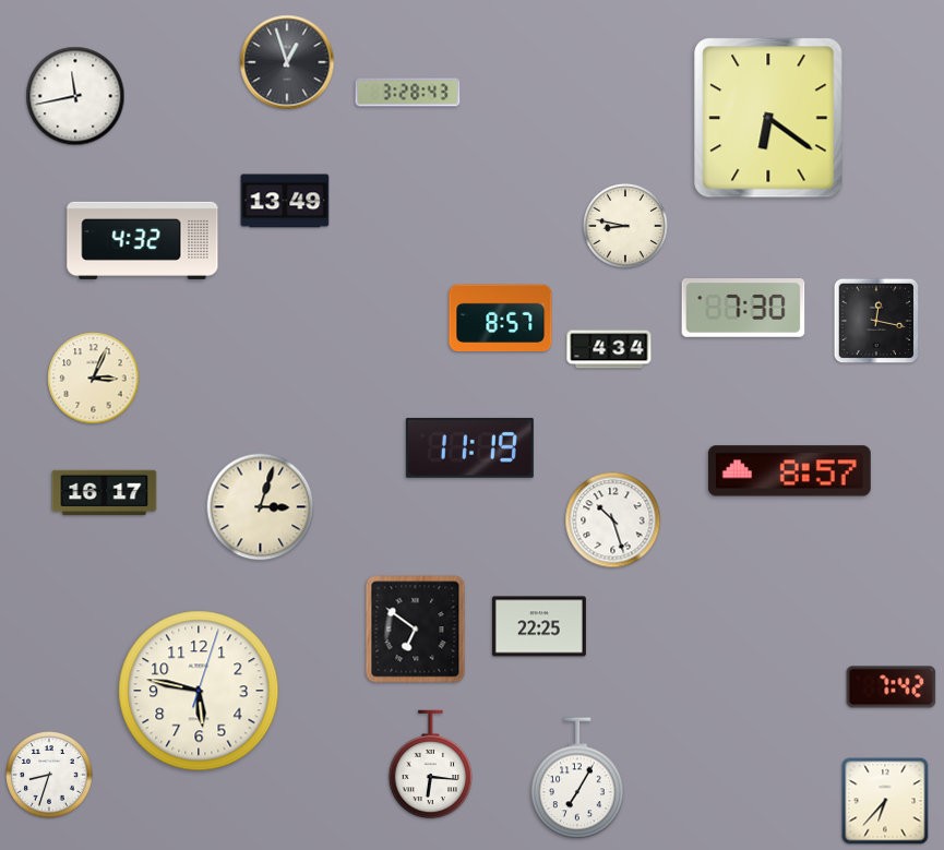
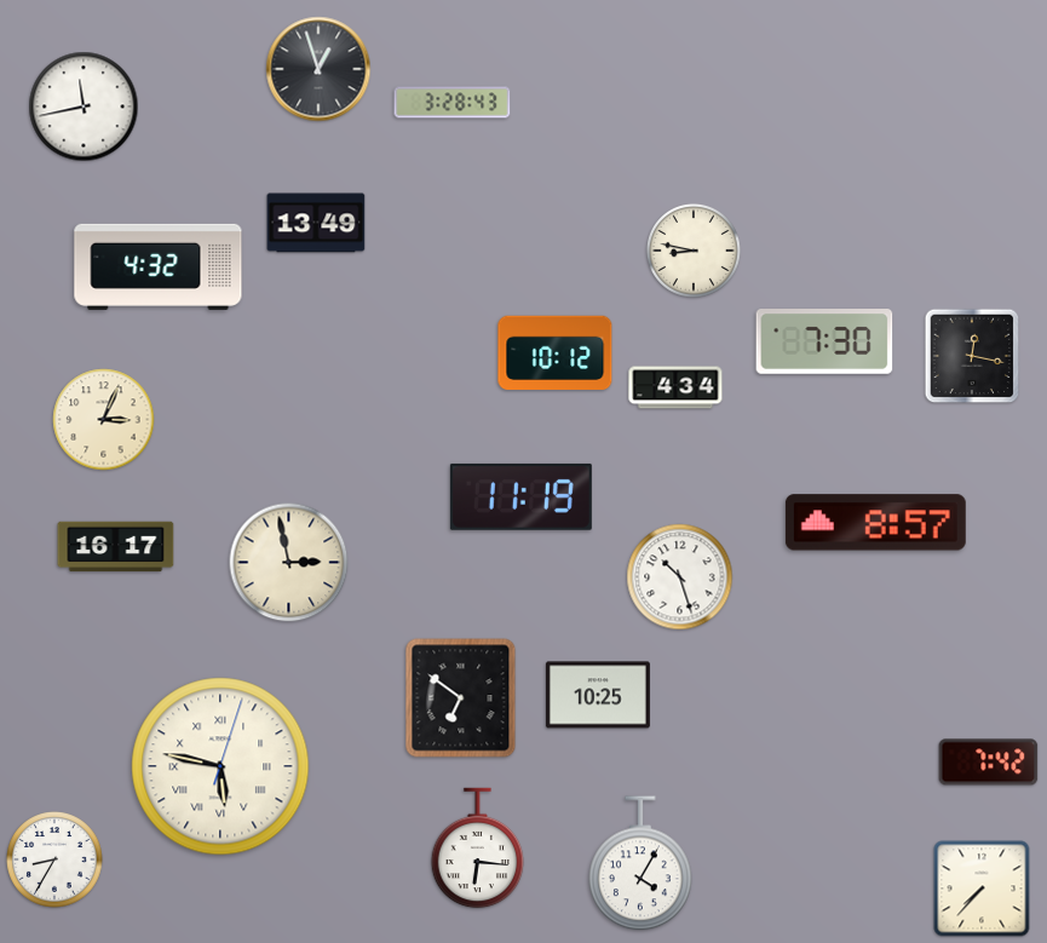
clock at (768, 118): 6:21 -> none
clock at (501, 318): 8:57 -> 10:12
clock at (261, 507): 3:03 -> 2:58
clock at (539, 626): 22:25 -> 10:25
clock at (199, 691) numerals: Arabic -> Roman
clock at (49, 775): 8:33 -> 8:35
clock at (577, 779): 7:05 -> 4:05
clock at (885, 801): 6:37 -> 7:37
